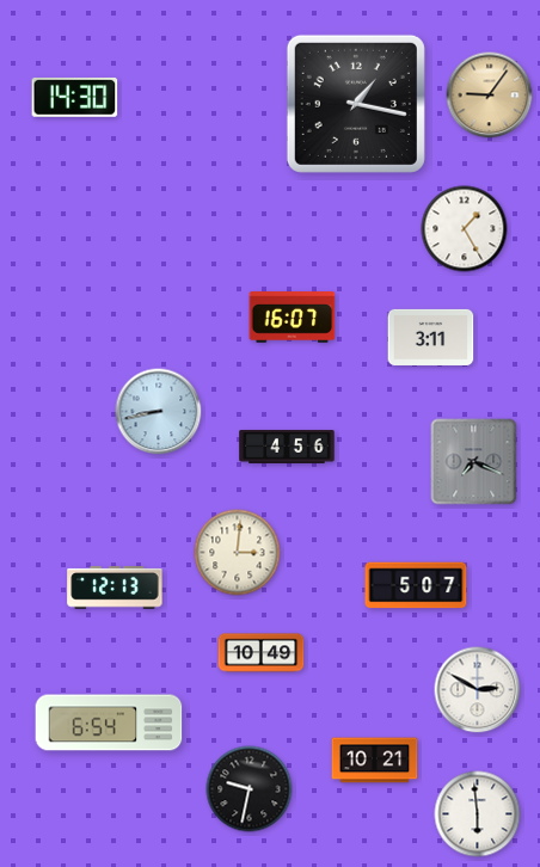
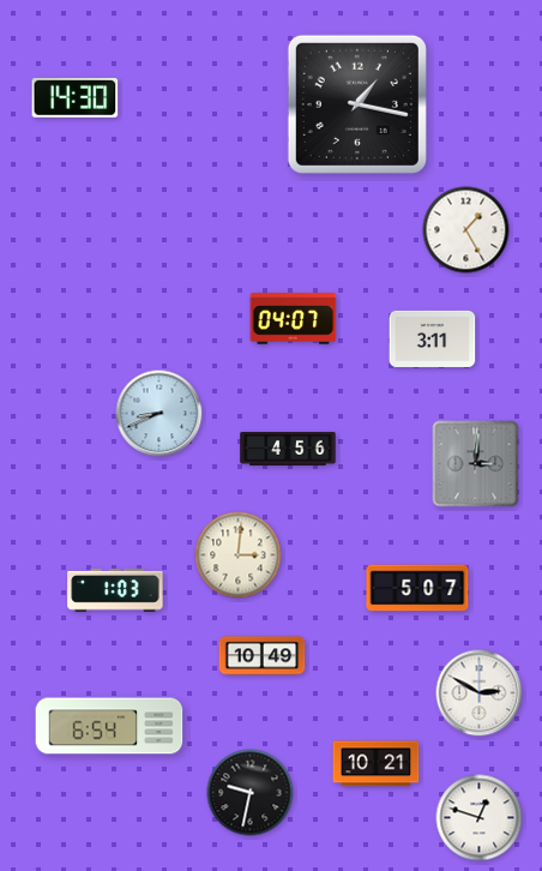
clock at (490, 96): 9:06 -> none
clock at (293, 318): 16:07 -> 04:07
clock at (159, 412): 8:43 -> 8:41
clock at (474, 462): 7:19 -> 3:01
clock at (115, 588): 12:13 -> 1:03
clock at (478, 814): 5:59 -> 12:48
